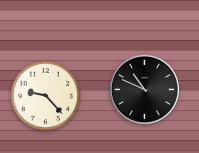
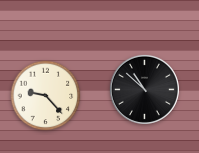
clock at (144, 89): 10:49 -> 10:52
